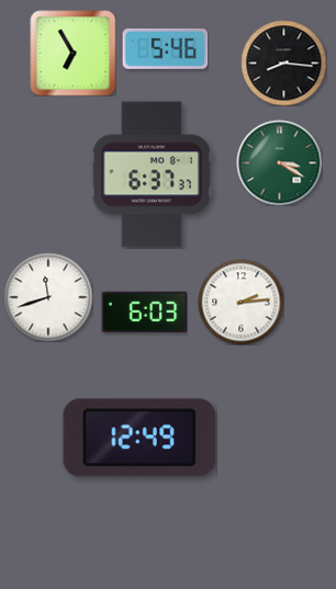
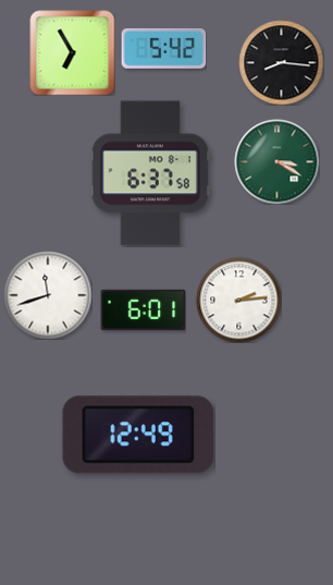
clock at (165, 48): 5:46 -> 5:42
clock at (152, 174): 6:37:37 -> 6:37:58
clock at (144, 313): 6:03 -> 6:01
